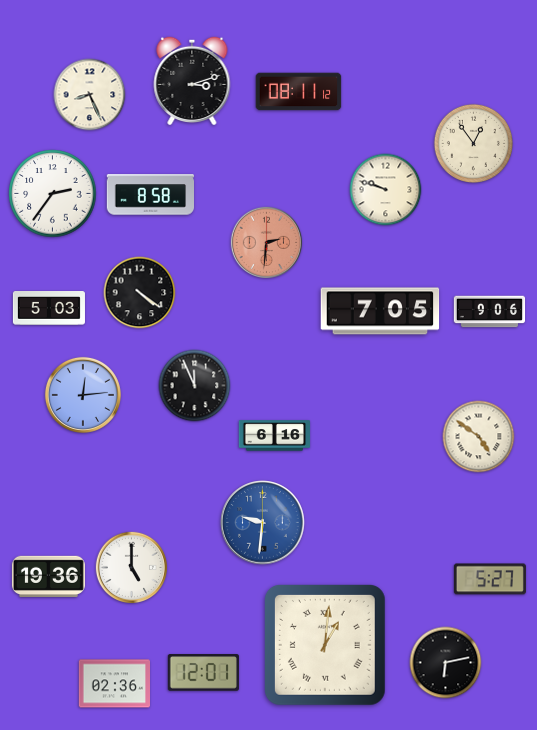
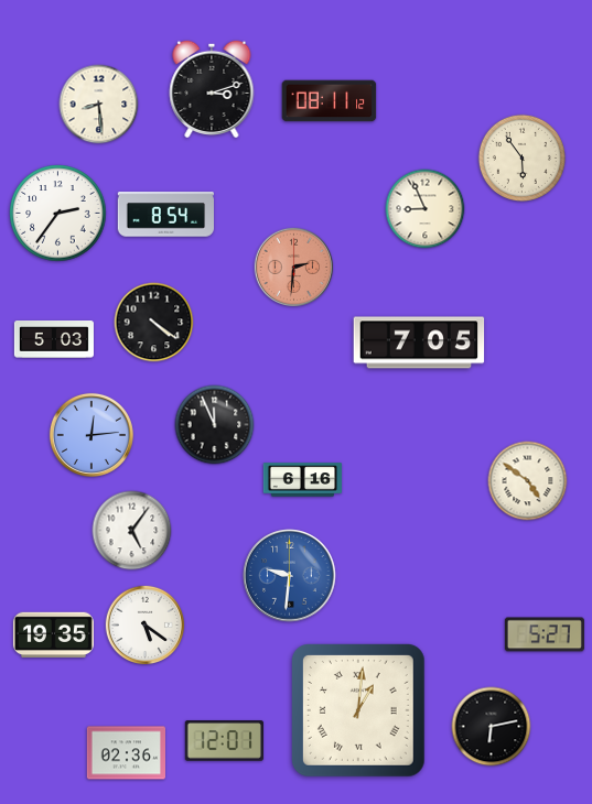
clock at (90, 95): 8:26 -> 8:29
clock at (473, 143): 12:54 -> 5:54
clock at (386, 190): 9:48 -> 8:56
clock at (150, 195): 8:58 -> 8:54
clock at (490, 312): 9:06 -> none
clock at (132, 531): none -> 5:06
clock at (132, 568): 5:00 -> 5:21
clock at (48, 576): 19:36 -> 19:35
clock at (490, 579) position: (490, 579) -> (545, 634)
clock at (446, 663) position: (446, 663) -> (492, 727)
